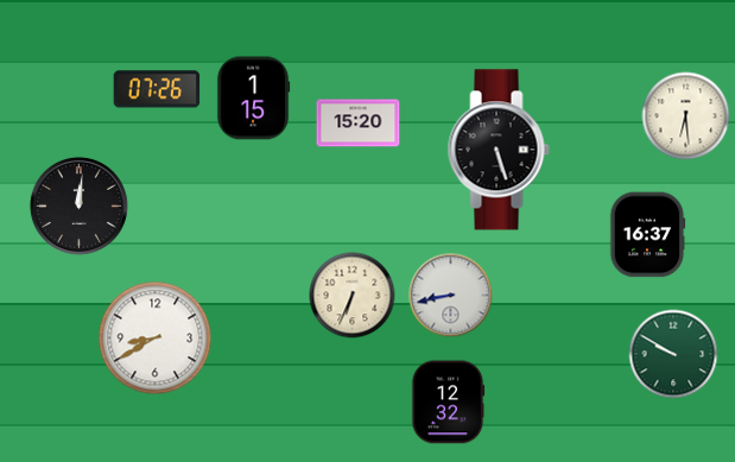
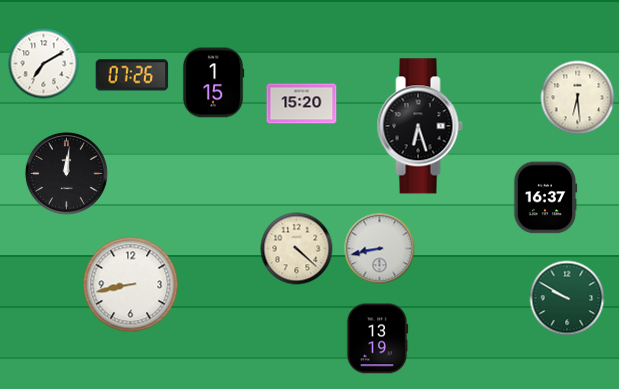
clock at (44, 64): none -> 7:10
clock at (499, 150): 5:27 -> 6:27
clock at (353, 296): 6:34 -> 4:22
clock at (156, 338): 8:40 -> 8:43
clock at (448, 403): 12:32 -> 13:19
